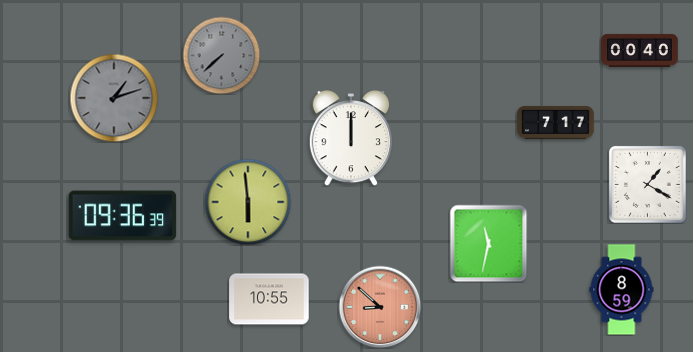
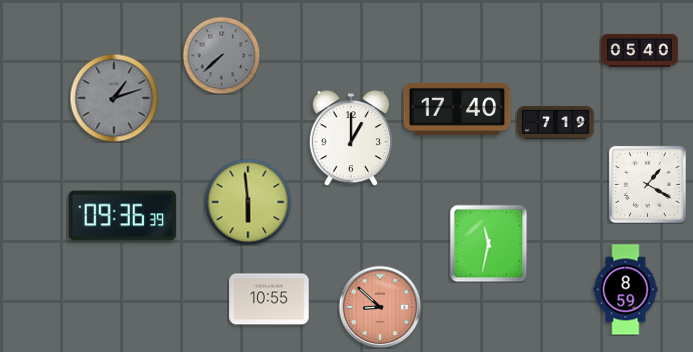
clock at (640, 50): 00:40 -> 05:40
clock at (457, 109): none -> 17:40
clock at (556, 122): 7:17 -> 7:19
clock at (350, 138): 12:00 -> 1:00
clock at (622, 290) position: (622, 290) -> (626, 290)
